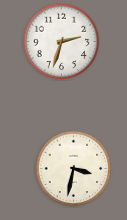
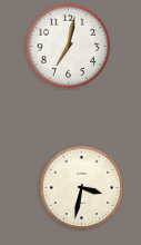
clock at (62, 42): 2:33 -> 7:02
